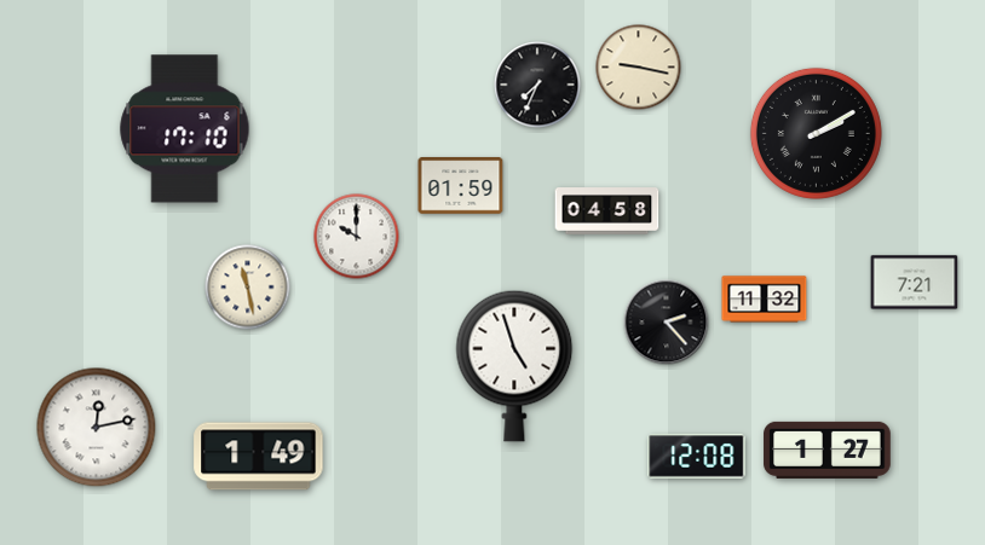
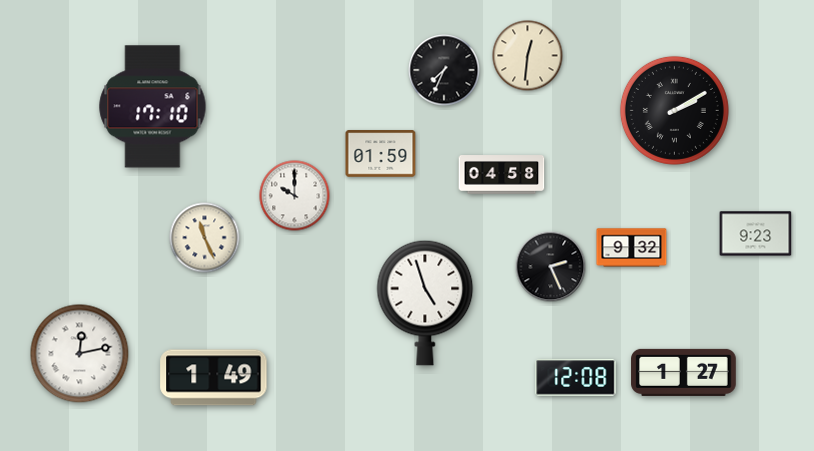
clock at (639, 68): 9:17 -> 12:31
clock at (915, 283): 7:21 -> 9:23
clock at (248, 288): 11:28 -> 11:26
clock at (765, 300): 11:32 -> 9:32
clock at (667, 323): 2:23 -> 2:26
